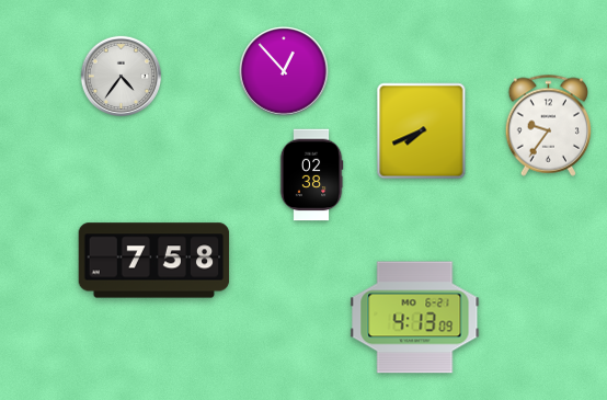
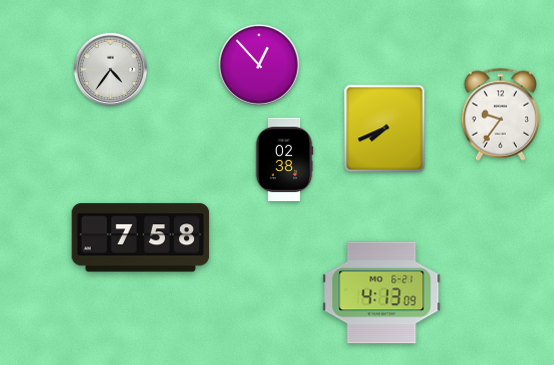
clock at (422, 132) position: (422, 132) -> (385, 129)
clock at (415, 318) position: (415, 318) -> (382, 293)
